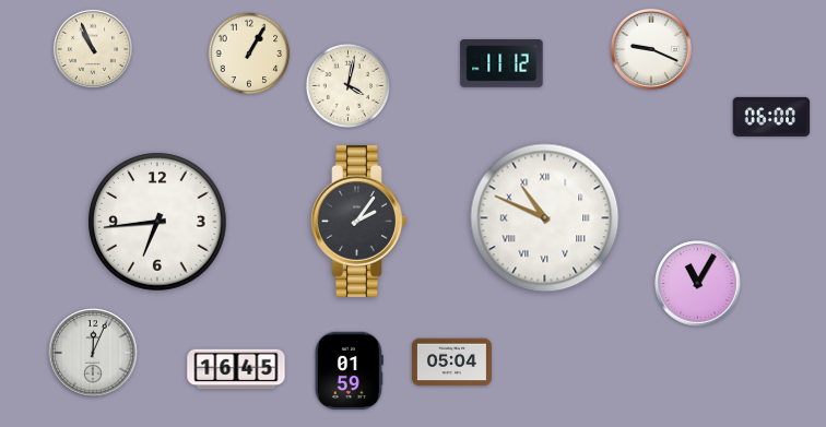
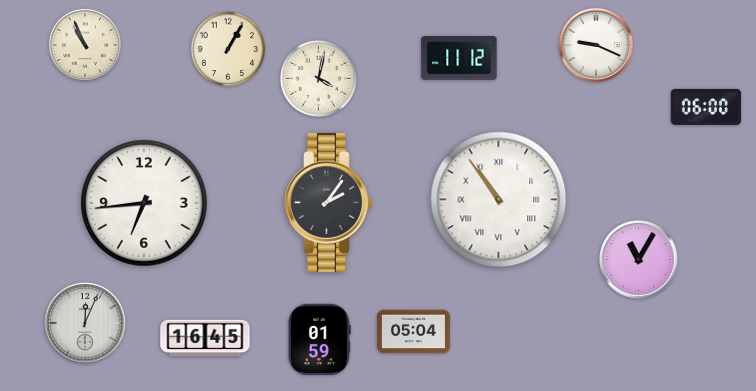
clock at (545, 218): 10:49 -> 10:54
clock at (236, 369) position: (236, 369) -> (205, 338)
